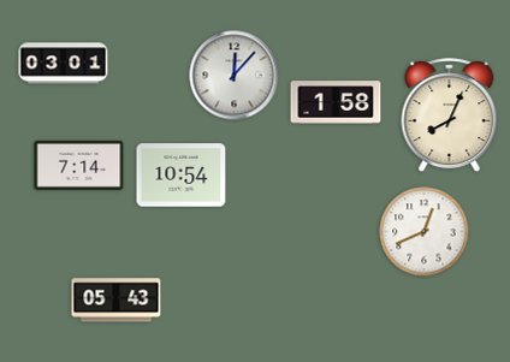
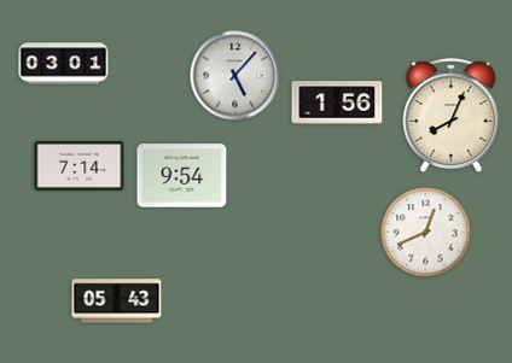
clock at (235, 76): 12:07 -> 5:07
clock at (336, 102): 1:58 -> 1:56
clock at (182, 176): 10:54 -> 9:54
